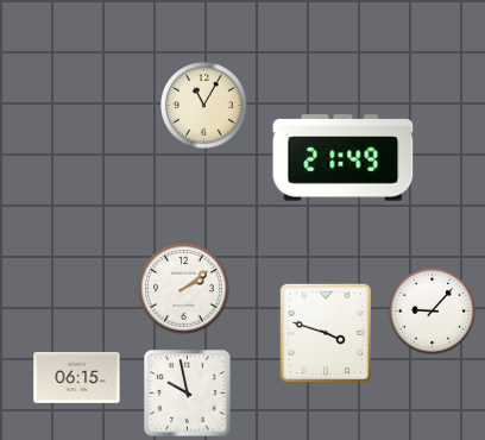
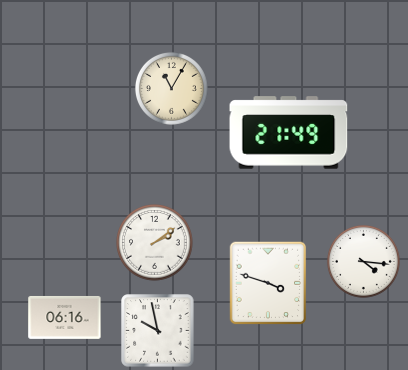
clock at (432, 310): 9:07 -> 4:16
clock at (326, 333) position: (326, 333) -> (268, 283)
clock at (77, 377): 06:15 -> 06:16
